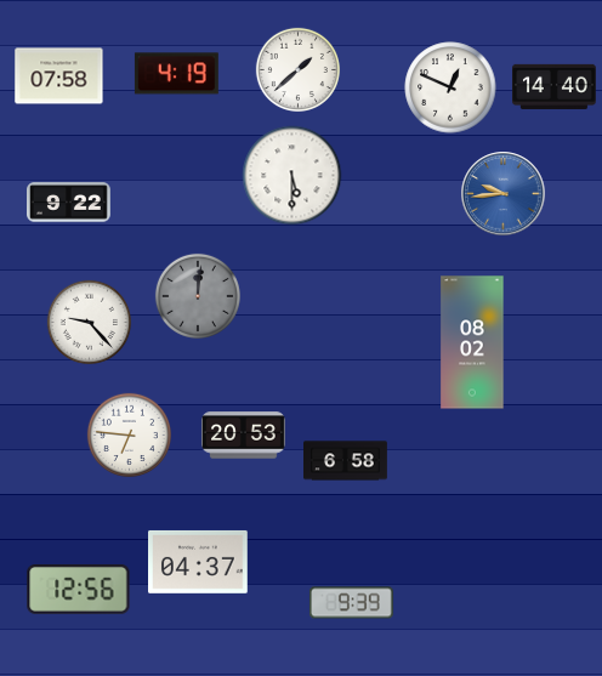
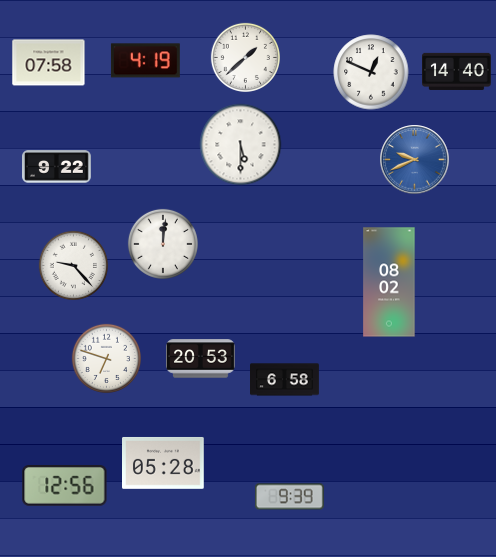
clock at (504, 194): 9:44 -> 9:41
clock at (198, 296) dial: grey -> white
clock at (129, 434): 6:46 -> 6:48
clock at (199, 562): 04:37 -> 05:28
